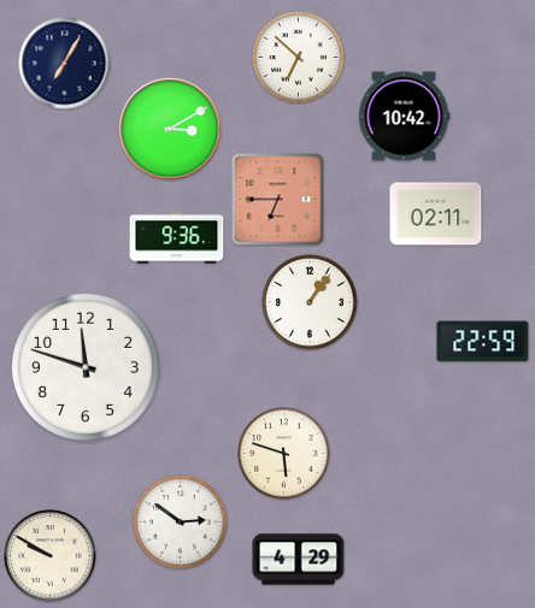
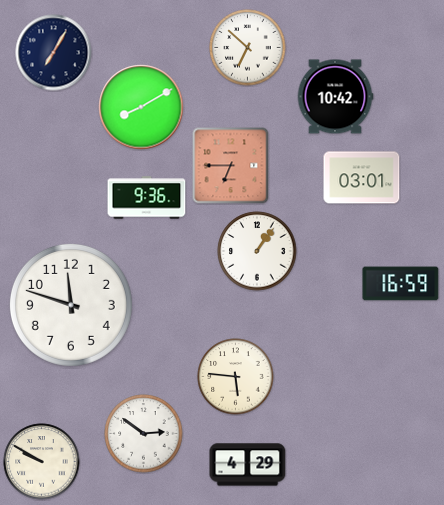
clock at (170, 129): 3:10 -> 8:10
clock at (436, 214): 02:11 -> 03:01
clock at (483, 342): 22:59 -> 16:59
clock at (284, 454): 5:48 -> 5:46
clock at (181, 523) position: (181, 523) -> (144, 434)
